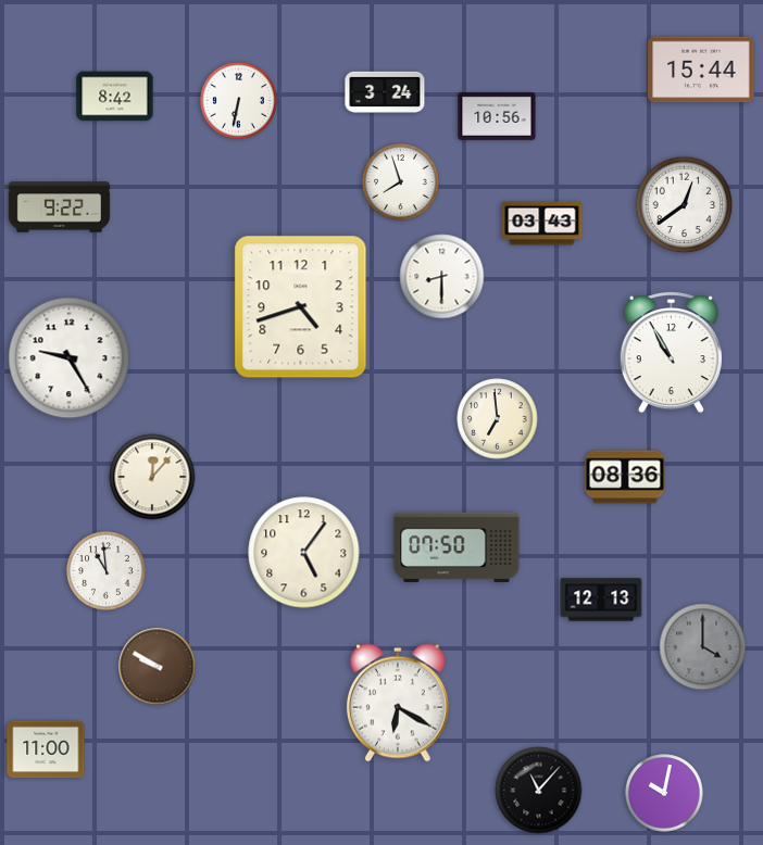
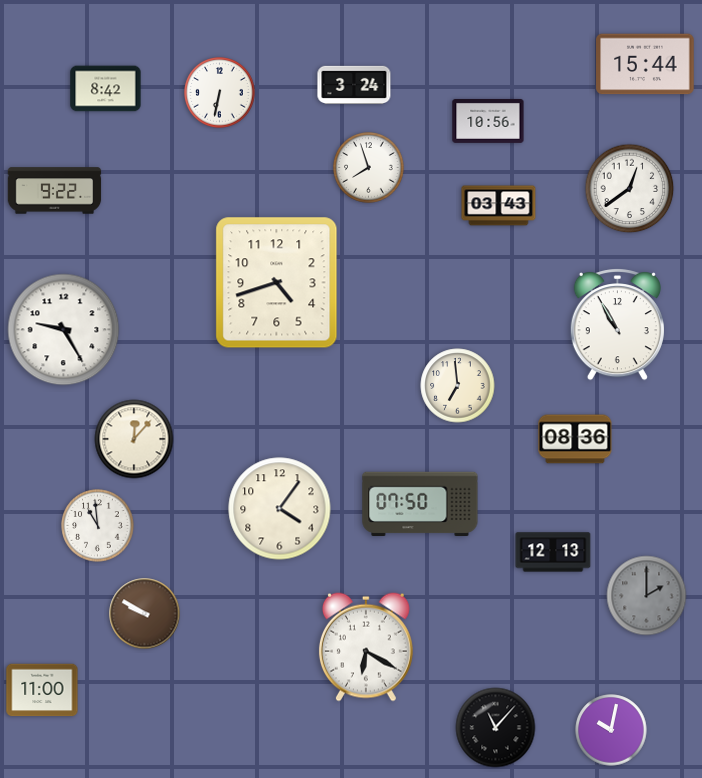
clock at (497, 116) position: (497, 116) -> (488, 121)
clock at (442, 277): 8:30 -> none
clock at (152, 477) position: (152, 477) -> (134, 439)
clock at (304, 553): 5:06 -> 4:06
clock at (703, 647): 4:00 -> 2:00
